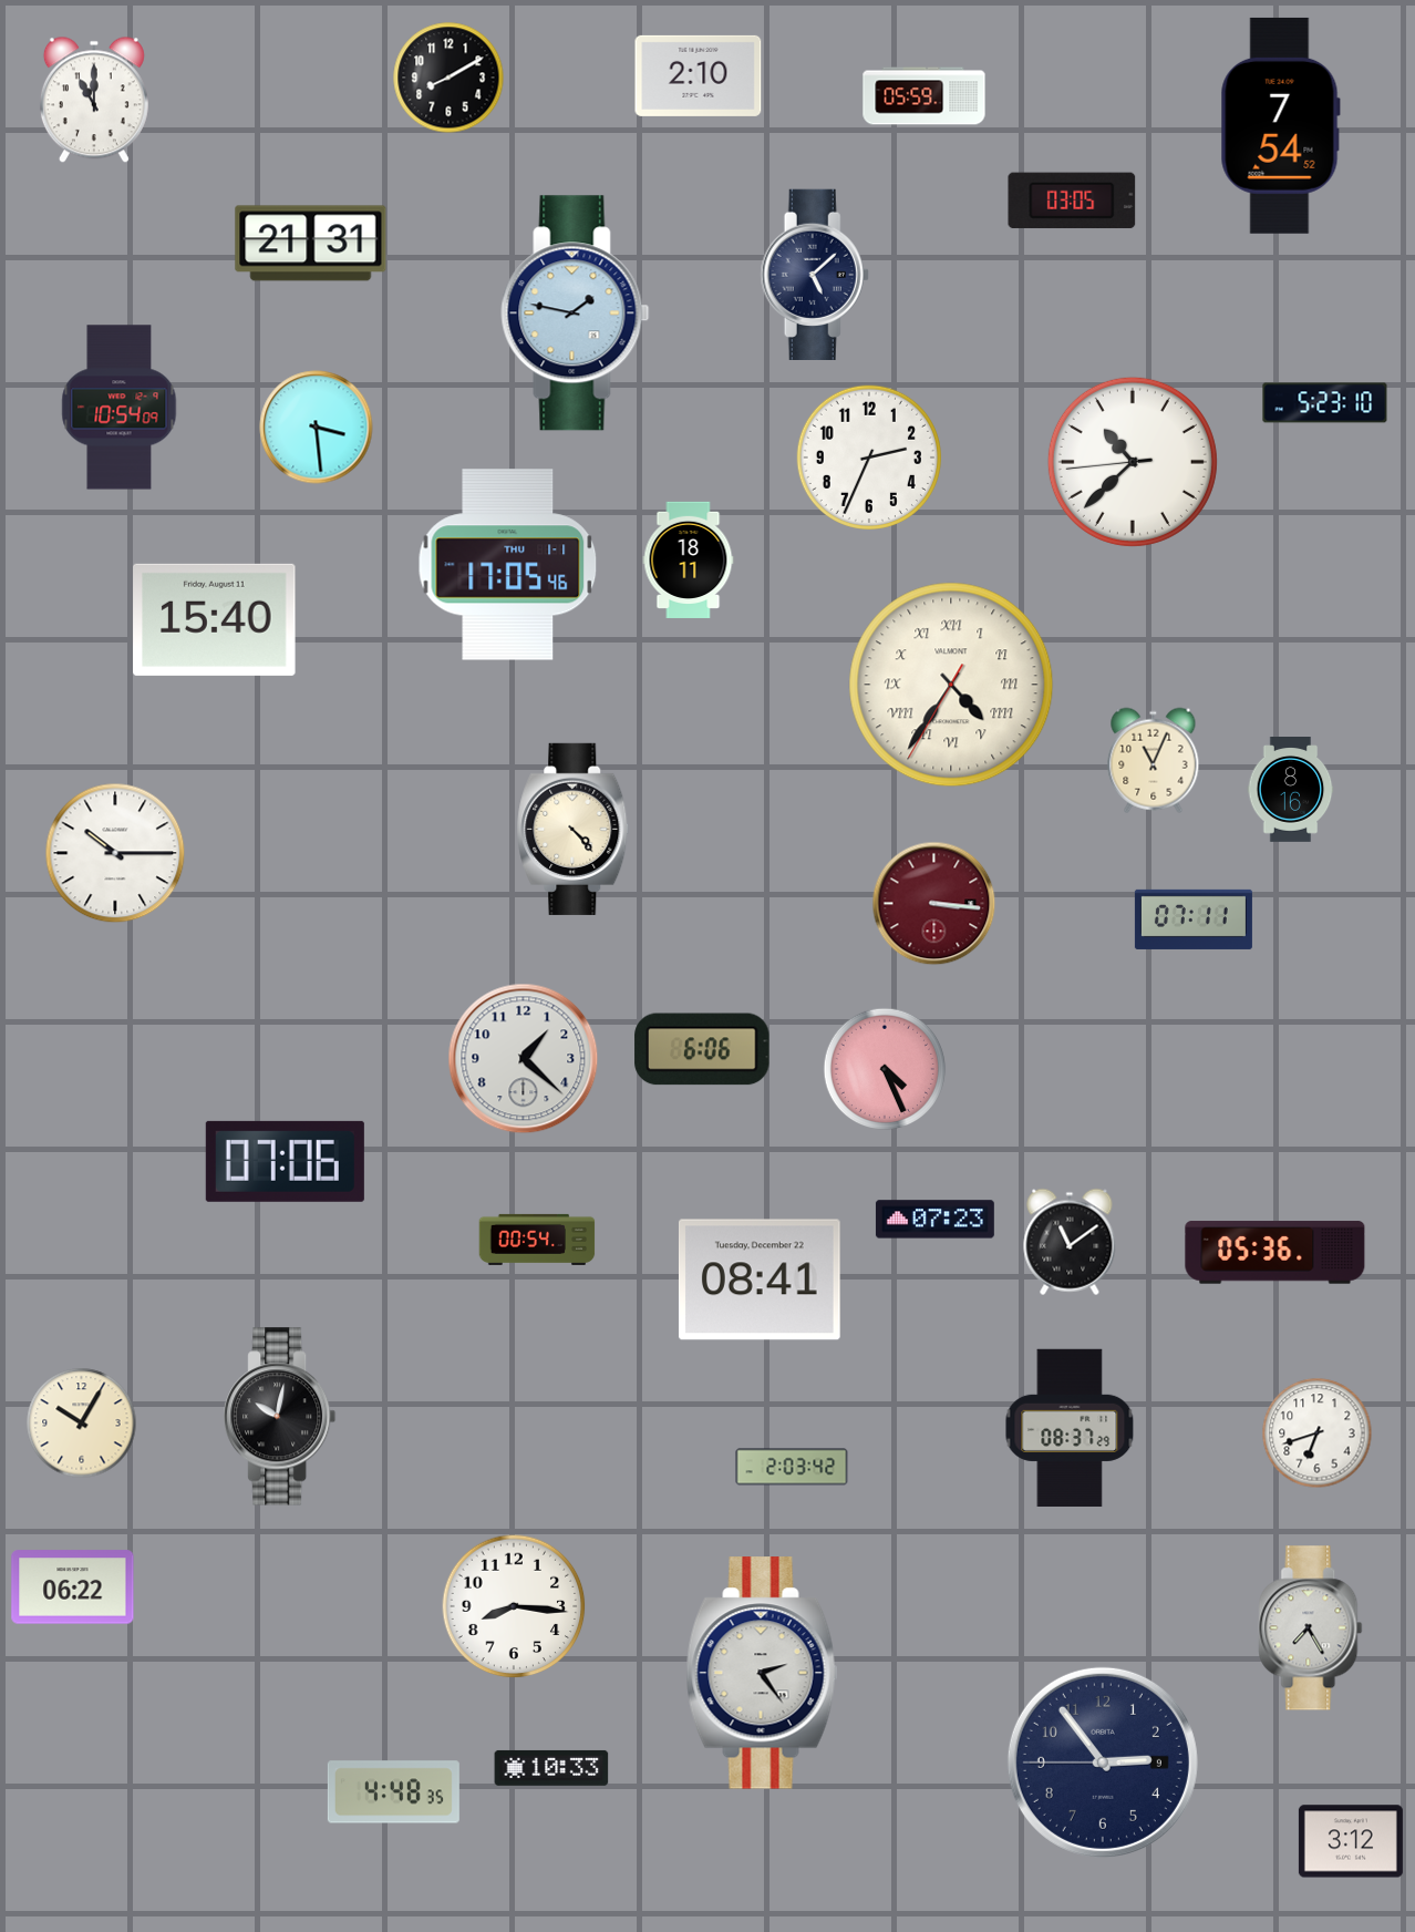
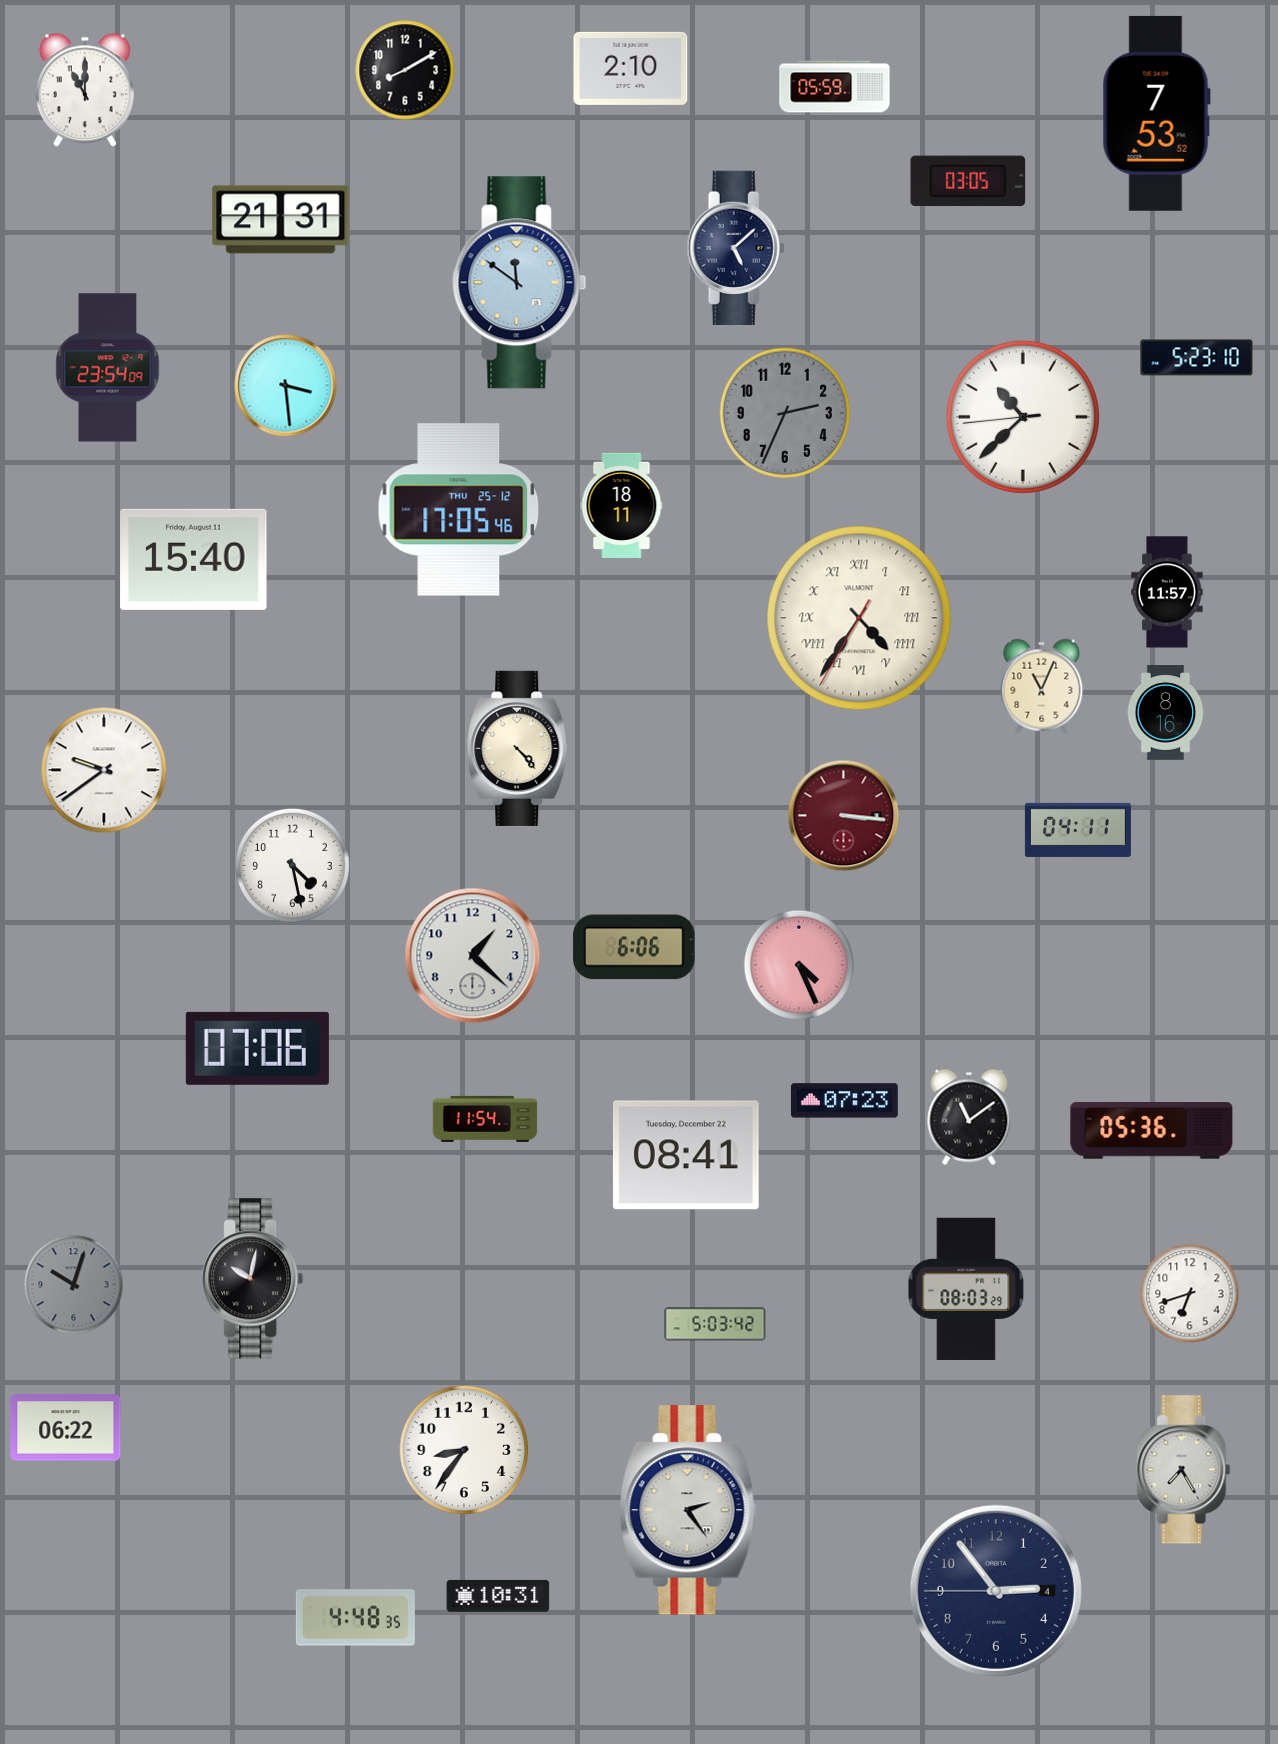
clock at (1280, 125): 7:54 -> 7:53
clock at (576, 314): 1:47 -> 11:51
clock at (1325, 403) position: (1325, 403) -> (1197, 358)
clock at (120, 408): 10:54 -> 23:54
clock at (869, 458) dial: white -> grey
clock at (508, 565) date: THU 1-1 -> THU 25-12
clock at (1167, 592): none -> 11:57
clock at (115, 853): 10:15 -> 9:39
clock at (1194, 919): 07:11 -> 04:11
clock at (292, 865): none -> 4:28
clock at (537, 1240): 00:54 -> 11:54
clock at (1070, 1242) position: (1070, 1242) -> (969, 1117)
clock at (82, 1424): 10:05 -> 10:03
clock at (82, 1424) dial: cream -> grey
clock at (1070, 1428): 08:37 -> 08:03
clock at (792, 1467): 2:03 -> 5:03
clock at (73, 1587) position: (73, 1587) -> (66, 1428)
clock at (514, 1606): 8:16 -> 8:36
clock at (1103, 1763) date: 9 -> 4
clock at (551, 1768): 10:33 -> 10:31
clock at (1351, 1841): 3:12 -> none
